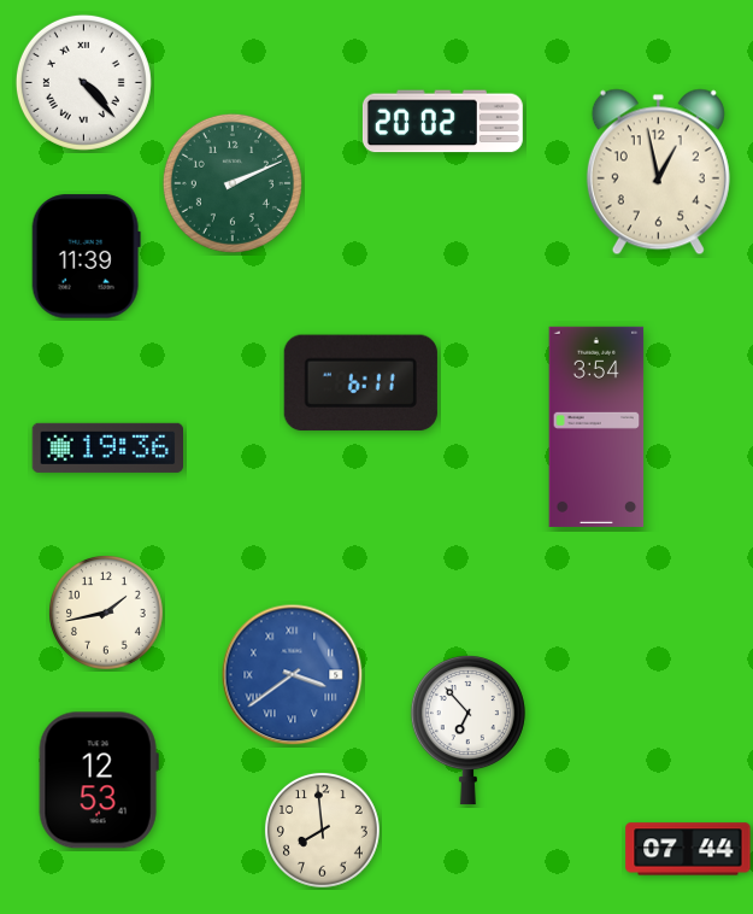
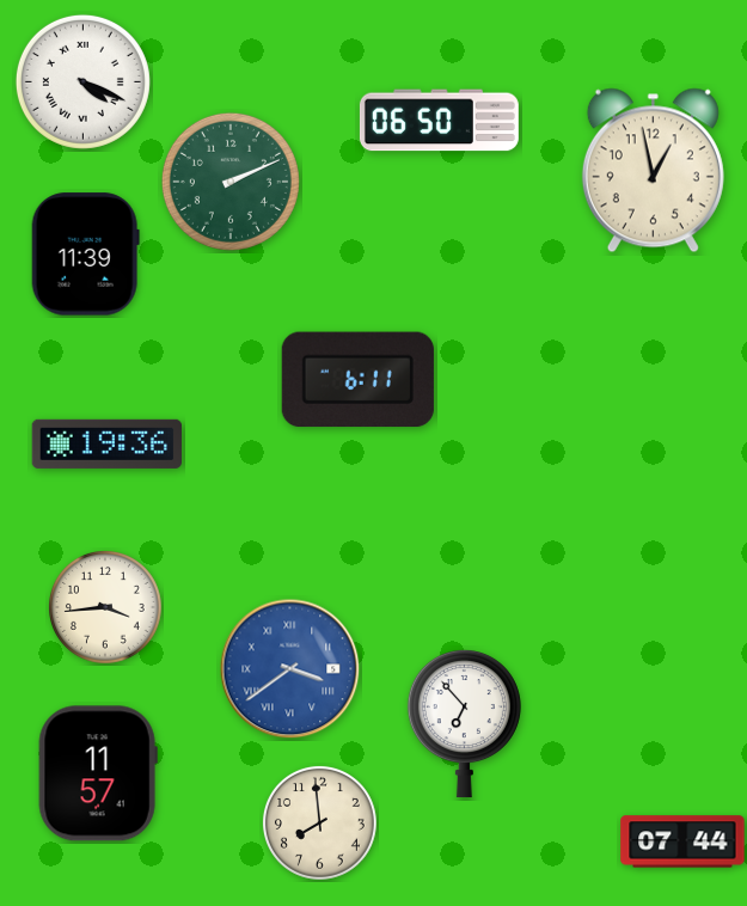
clock at (83, 82): 4:23 -> 4:19
clock at (442, 122): 20:02 -> 06:50
clock at (596, 427): 3:54 -> none
clock at (107, 614): 1:43 -> 3:44
clock at (99, 780): 12:53 -> 11:57
